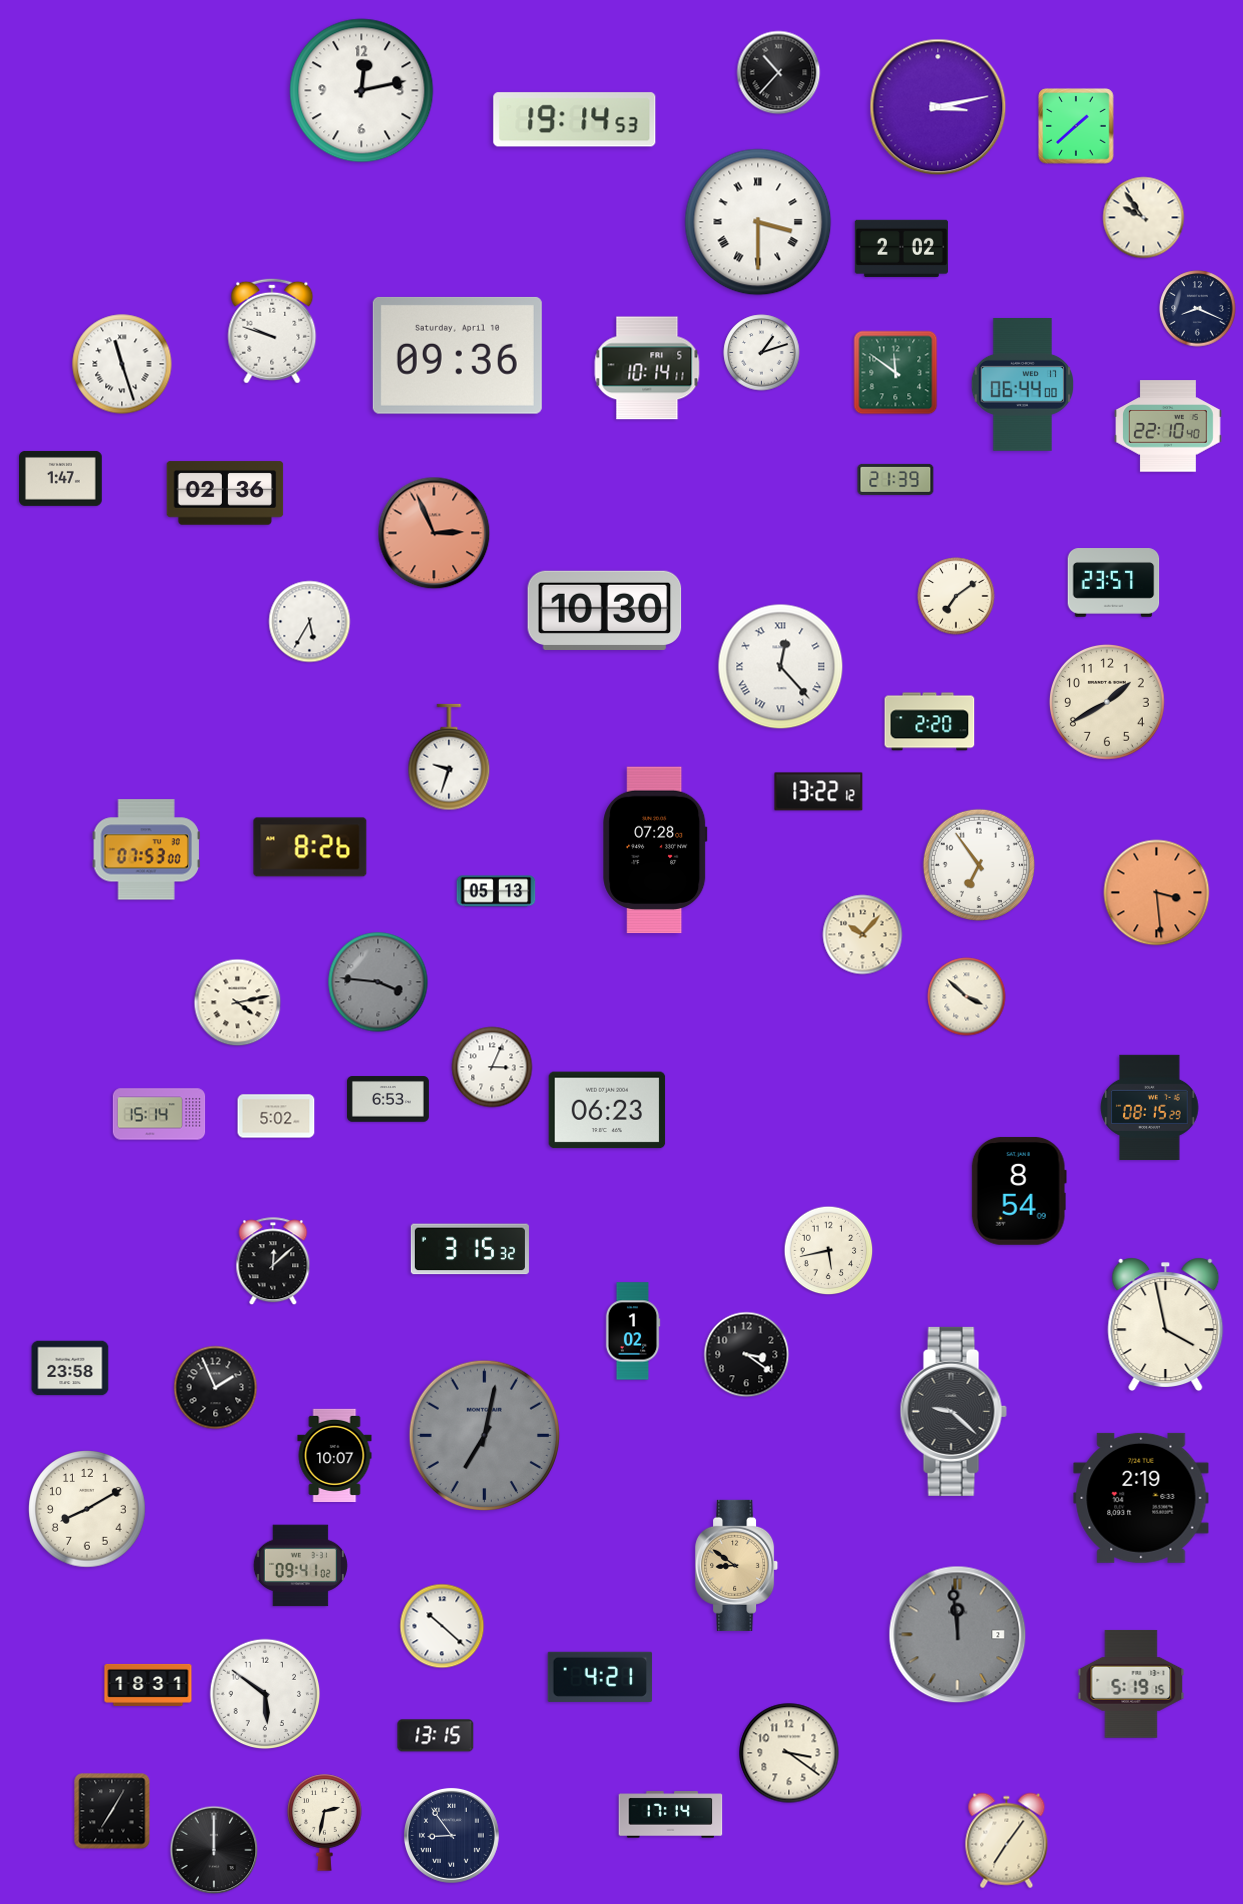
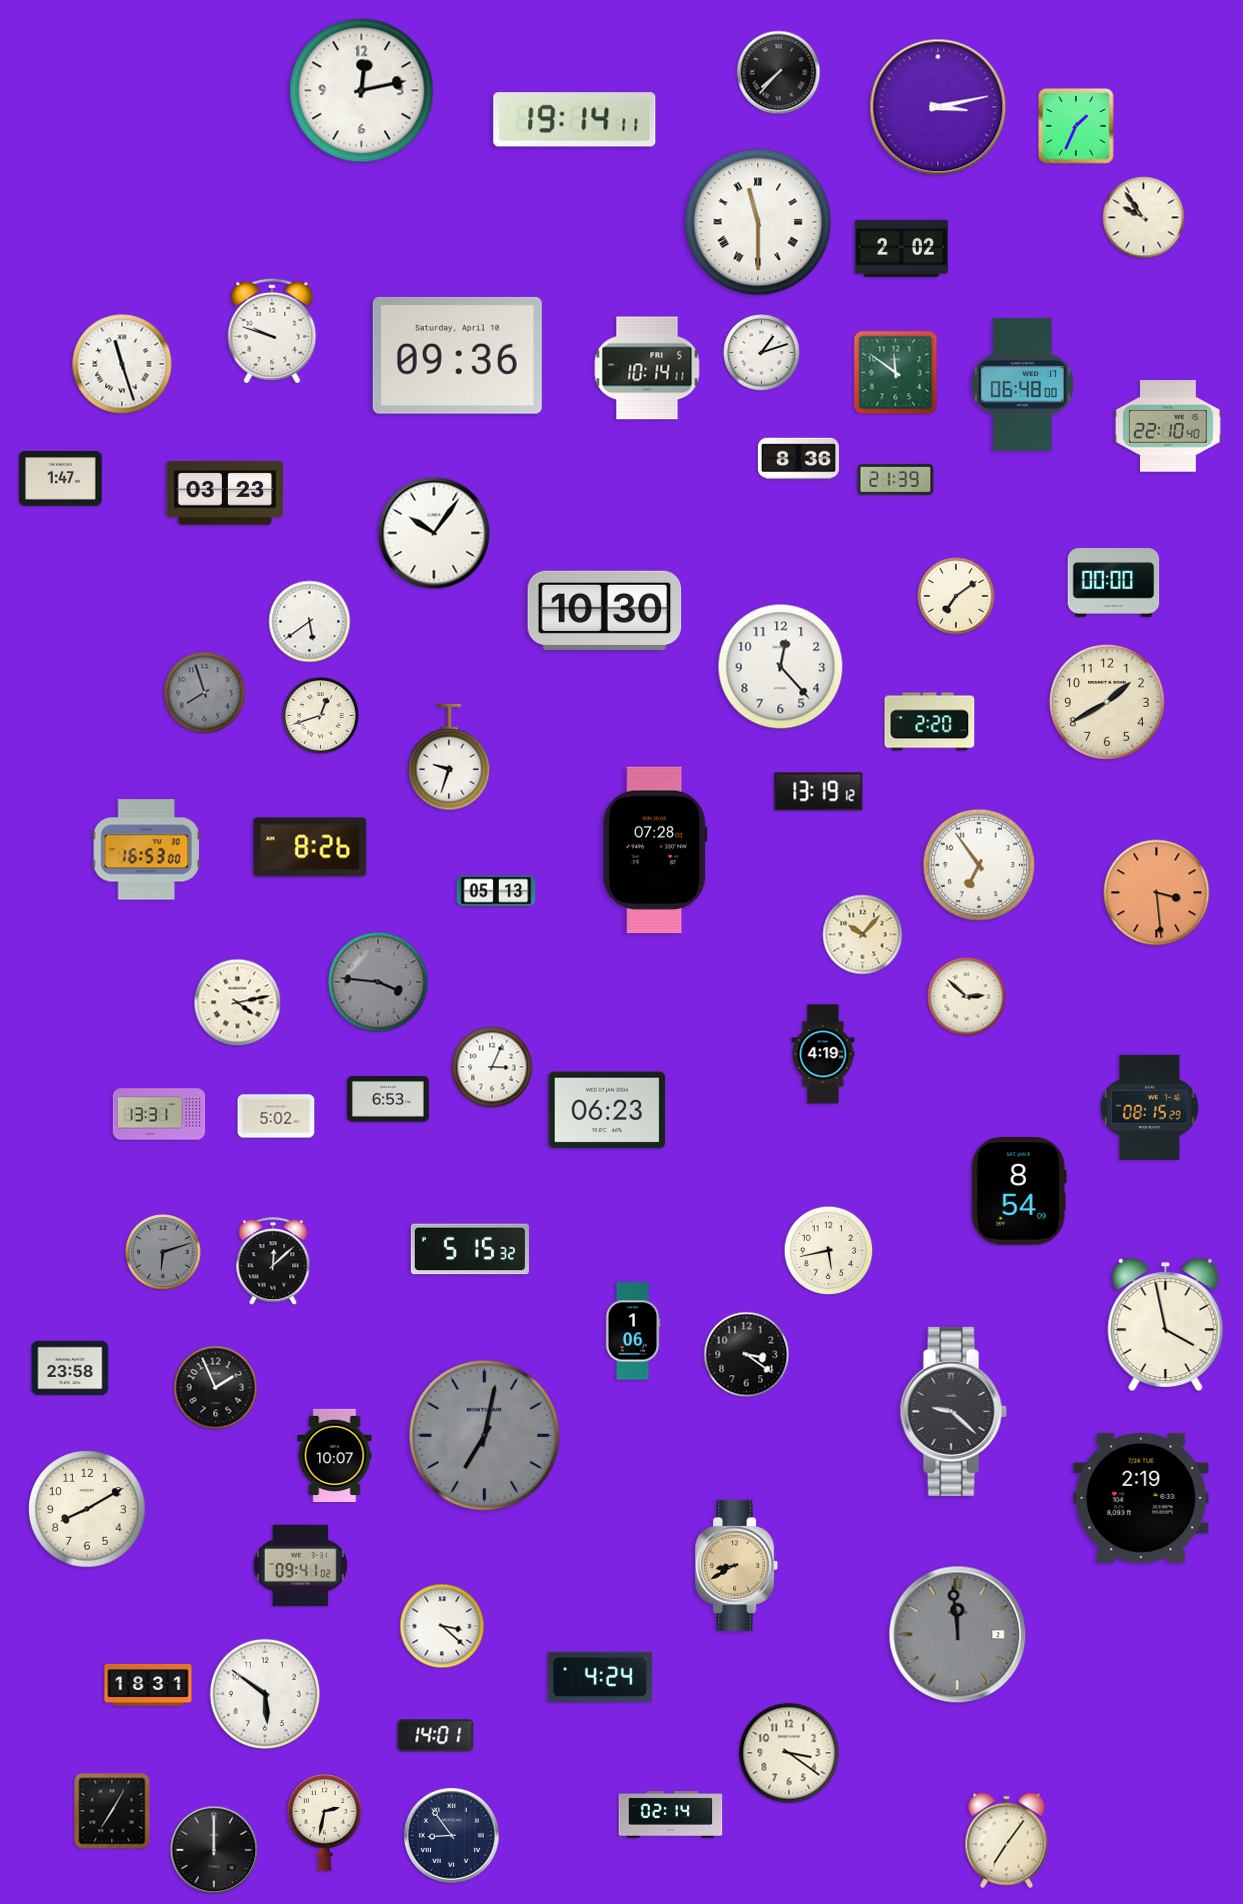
clock at (779, 73): 10:37 -> 7:37
clock at (575, 120): 19:14:53 -> 19:14:11
clock at (1076, 126): 1:38 -> 1:34
clock at (758, 222): 3:30 -> 11:30
clock at (1198, 309): 8:19 -> none
clock at (1022, 385): 06:44 -> 06:48
clock at (798, 459): none -> 8:36
clock at (225, 493): 02:36 -> 03:23
clock at (434, 533): 2:56 -> 10:06
clock at (434, 533) dial: salmon -> white
clock at (1114, 583): 23:57 -> 00:00
clock at (310, 622): 5:35 -> 5:39
clock at (781, 667) numerals: Roman -> Arabic
clock at (205, 693): none -> 7:57
clock at (321, 716): none -> 12:42
clock at (819, 792): 13:22 -> 13:19
clock at (146, 850): 07:53 -> 16:53
clock at (967, 997): 3:52 -> 2:52
clock at (823, 1054): none -> 4:19
clock at (159, 1114): 15:14 -> 13:31
clock at (470, 1249): 3:15 -> 5:15
clock at (163, 1252): none -> 6:12
clock at (633, 1331): 1:02 -> 1:06
clock at (737, 1565): 8:51 -> 8:40
clock at (442, 1626): 10:22 -> 3:22
clock at (600, 1677): 4:21 -> 4:24
clock at (1131, 1684): 5:19 -> none
clock at (436, 1736): 13:15 -> 14:01
clock at (671, 1815): 17:14 -> 02:14
